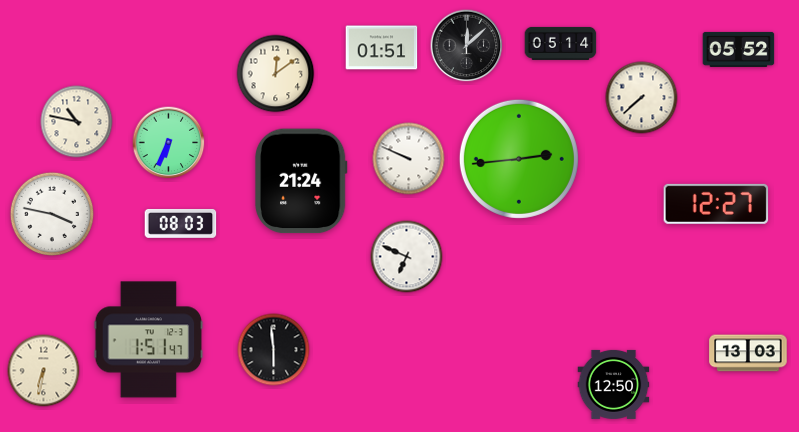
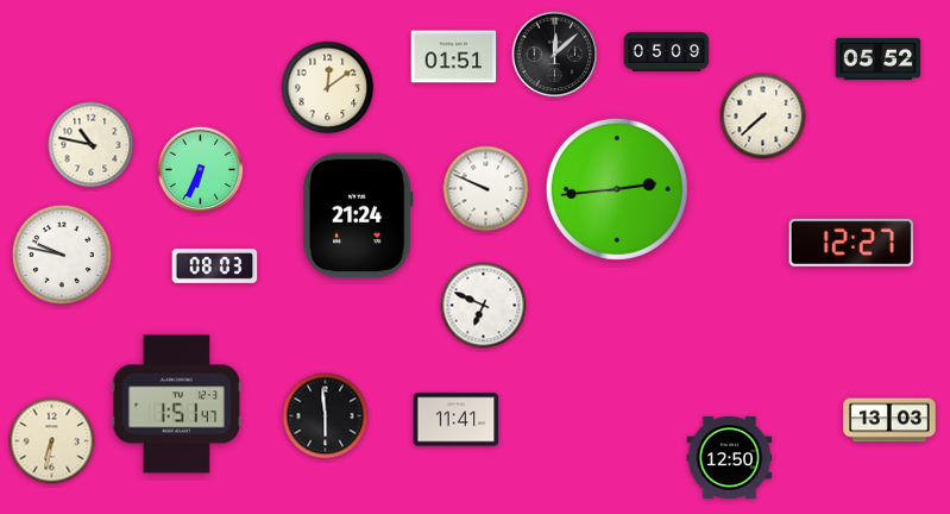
clock at (561, 43): 05:14 -> 05:09
clock at (51, 213): 3:47 -> 9:47
clock at (457, 420): none -> 11:41
